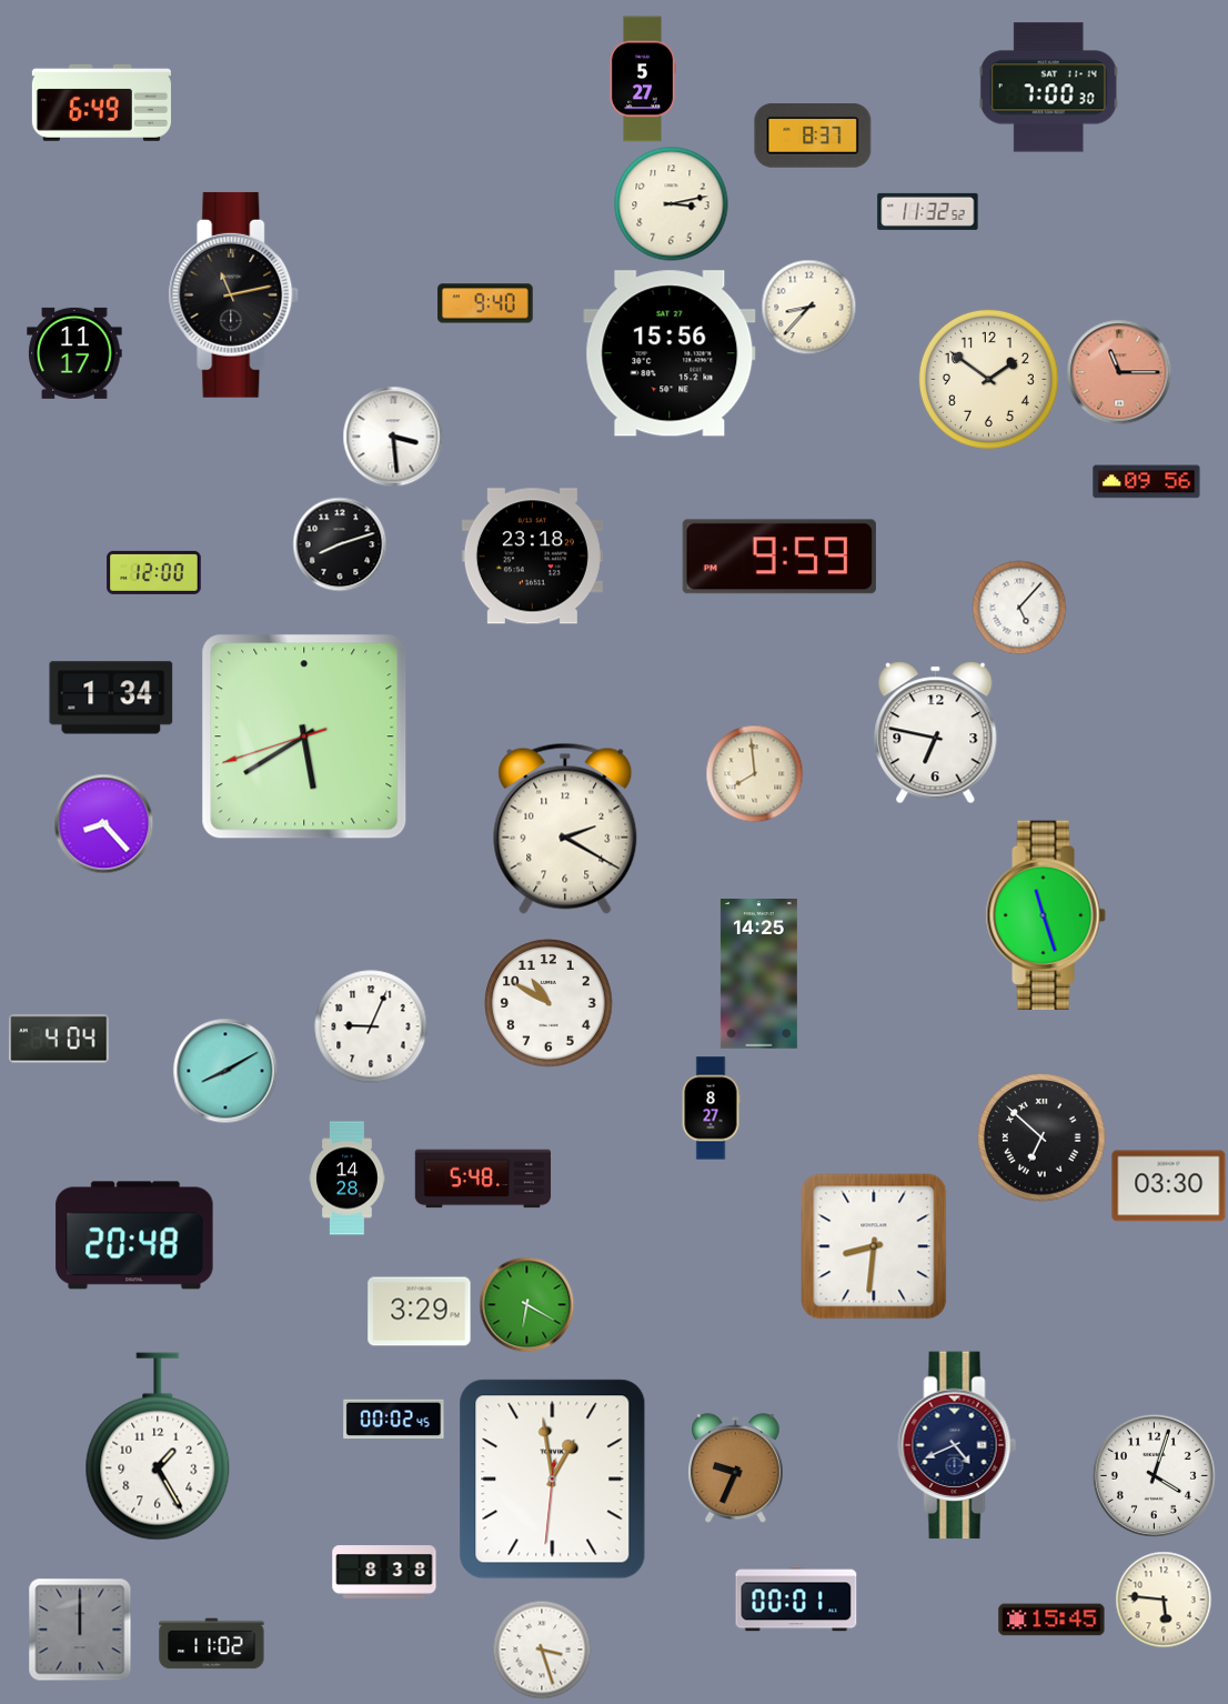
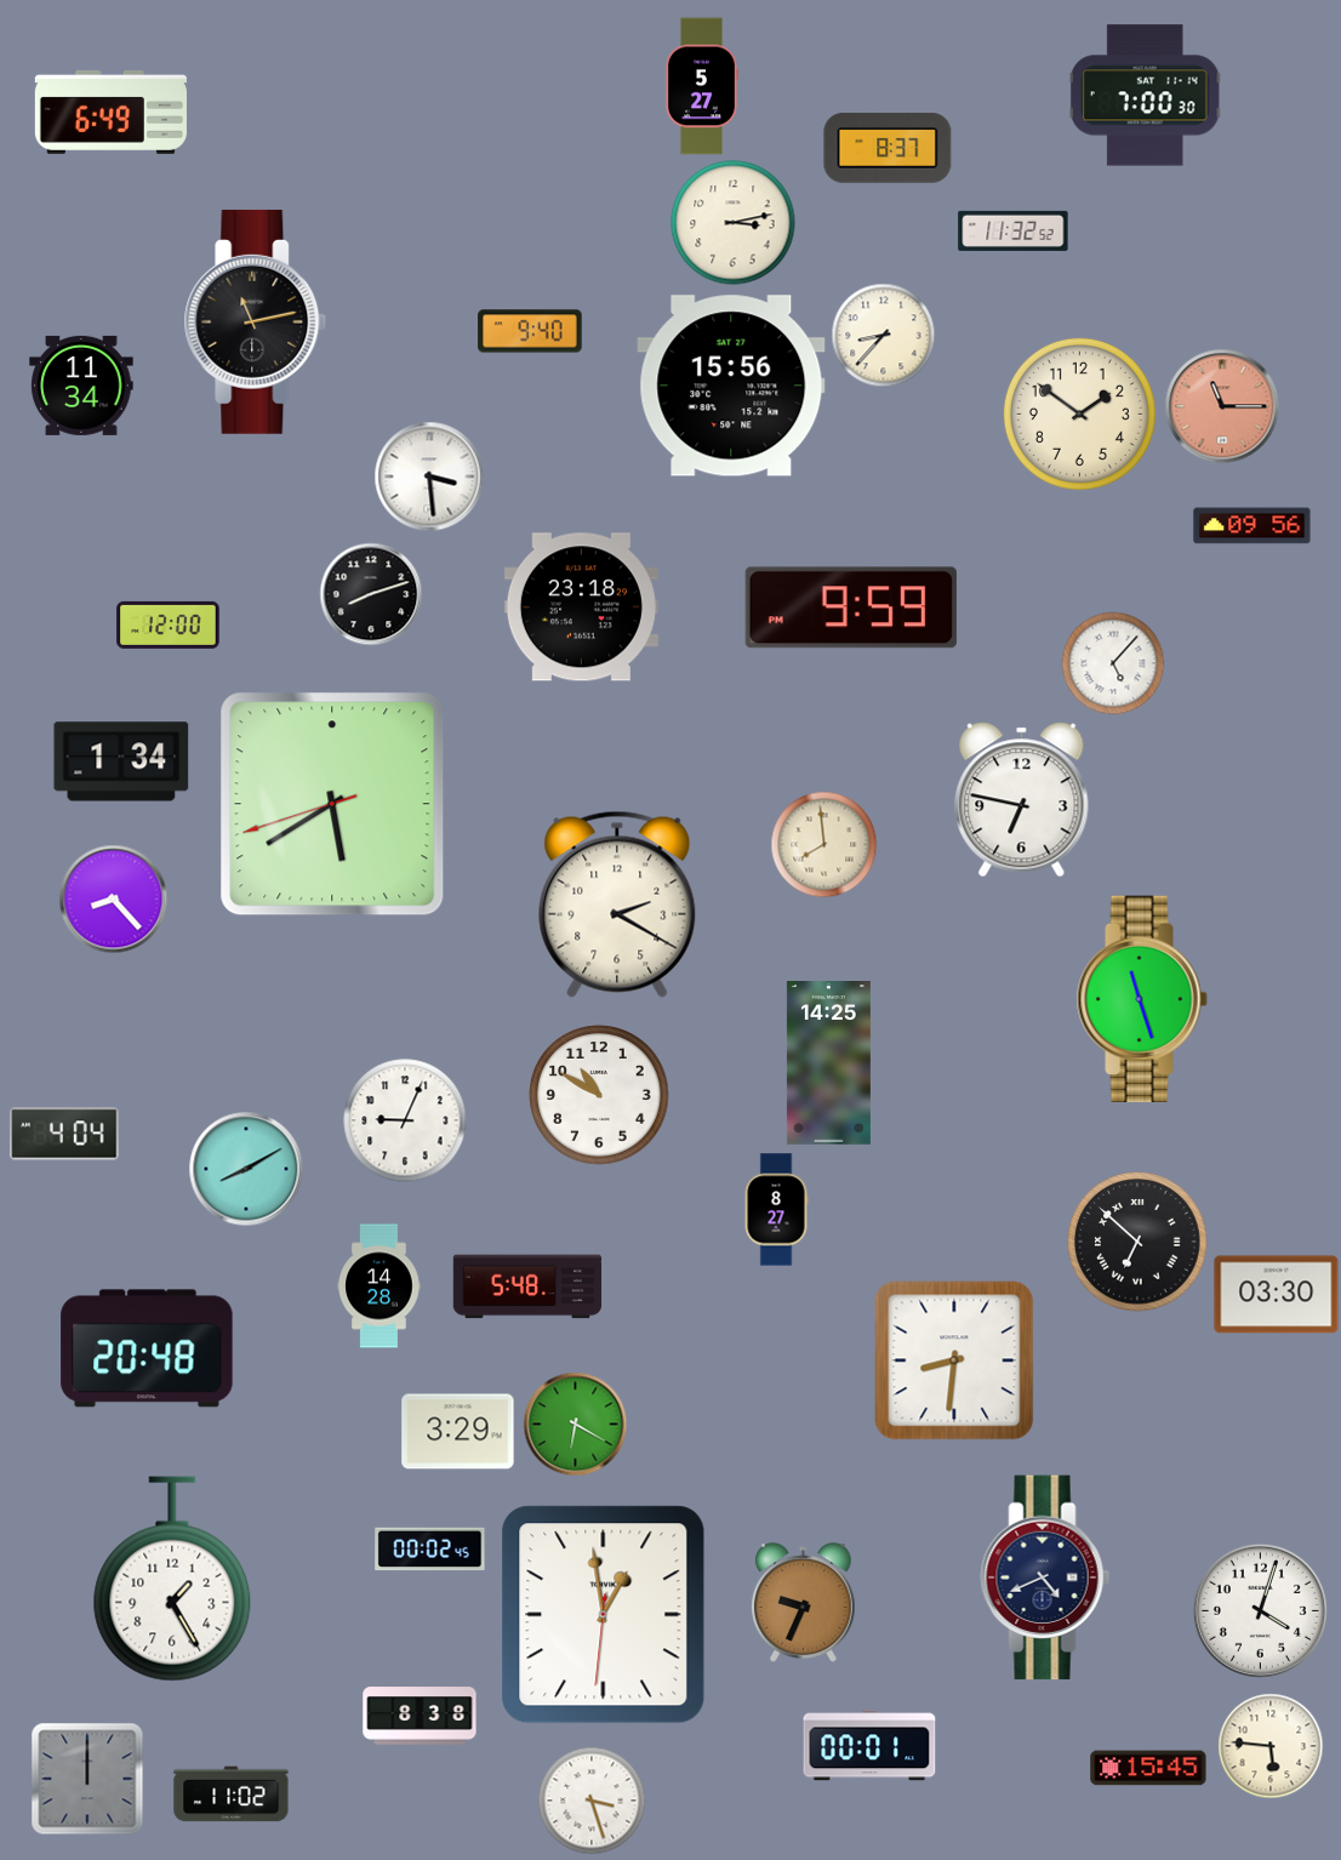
clock at (74, 353): 11:17 -> 11:34
